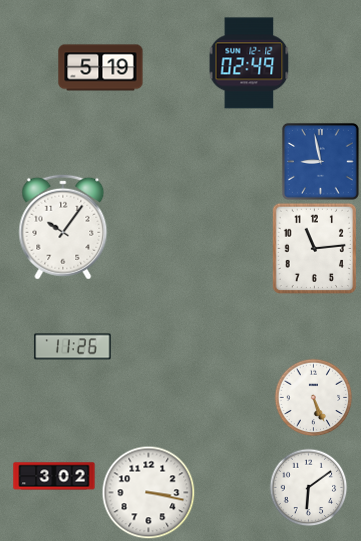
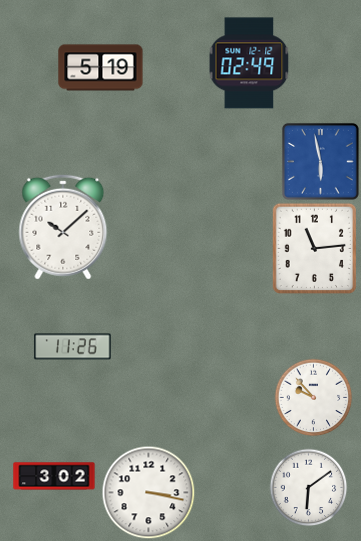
clock at (320, 161): 8:58 -> 5:58
clock at (63, 227): 10:06 -> 10:08
clock at (313, 397): 5:26 -> 9:53
